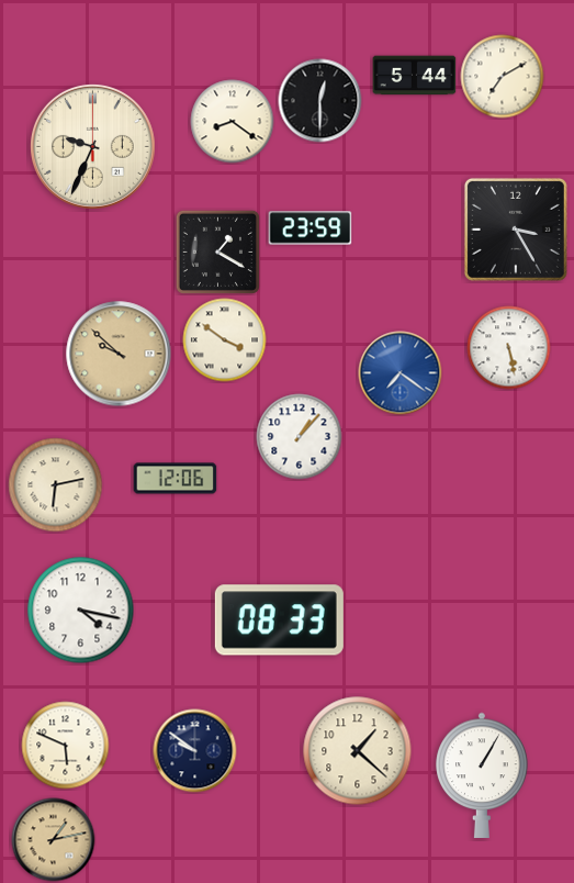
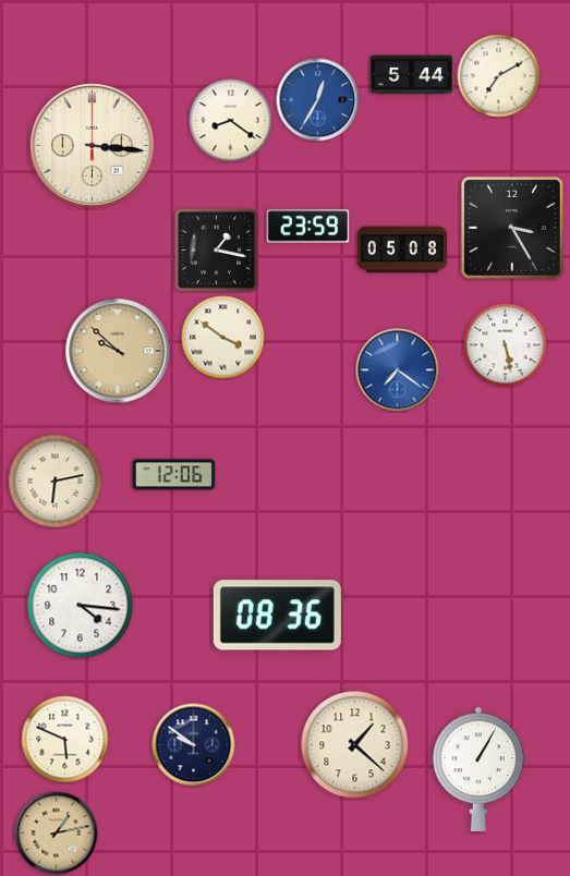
clock at (320, 101): 12:30 -> 12:35
clock at (320, 101) dial: black -> blue
clock at (92, 146): 9:34 -> 3:16
clock at (217, 252): 1:20 -> 1:17
clock at (402, 250): none -> 05:08
clock at (300, 437): 1:07 -> none
clock at (81, 611): 4:17 -> 4:16
clock at (279, 621): 08:33 -> 08:36
clock at (54, 840) position: (54, 840) -> (57, 834)
